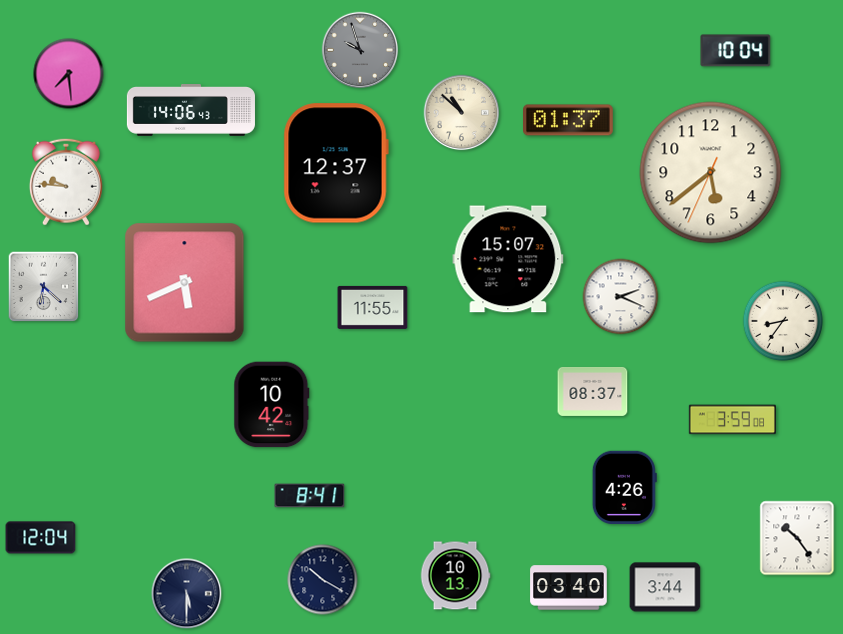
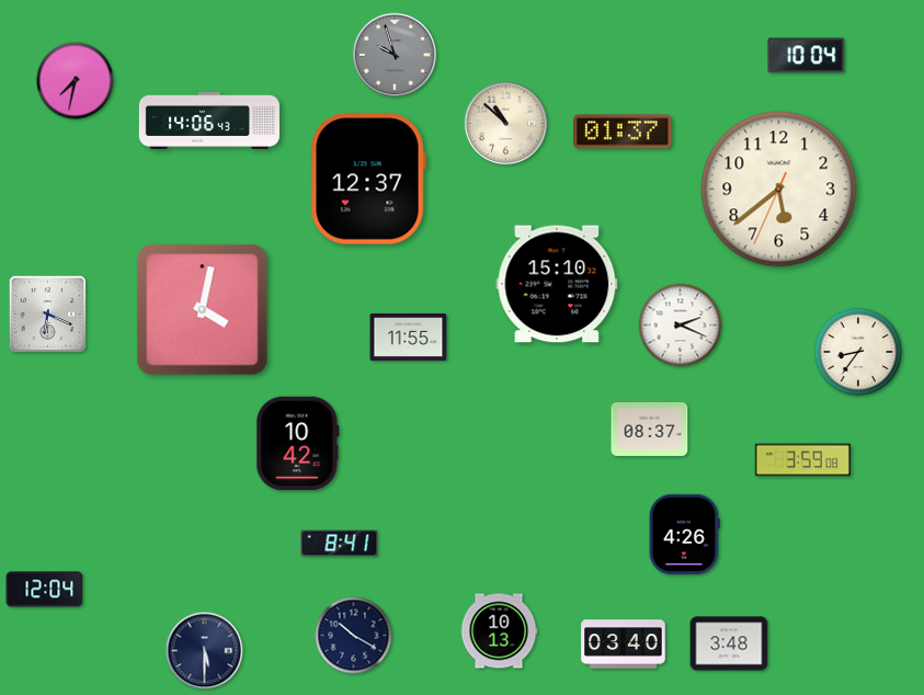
clock at (69, 74): 7:29 -> 7:32
clock at (66, 182): 9:46 -> none
clock at (508, 259): 15:07 -> 15:10
clock at (185, 283): 5:41 -> 4:02
clock at (44, 287): 6:22 -> 6:19
clock at (797, 538): 10:24 -> none
clock at (665, 587): 3:44 -> 3:48
